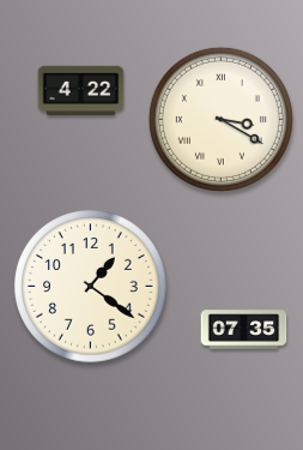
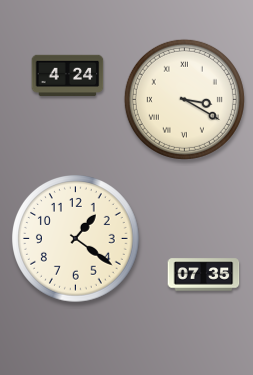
clock at (81, 91): 4:22 -> 4:24
